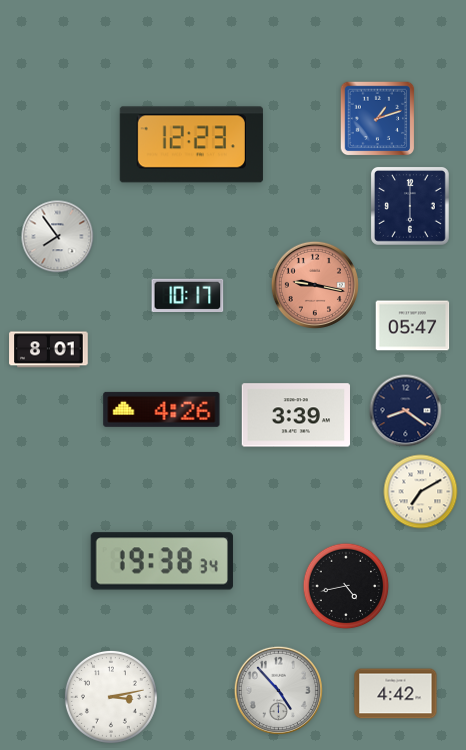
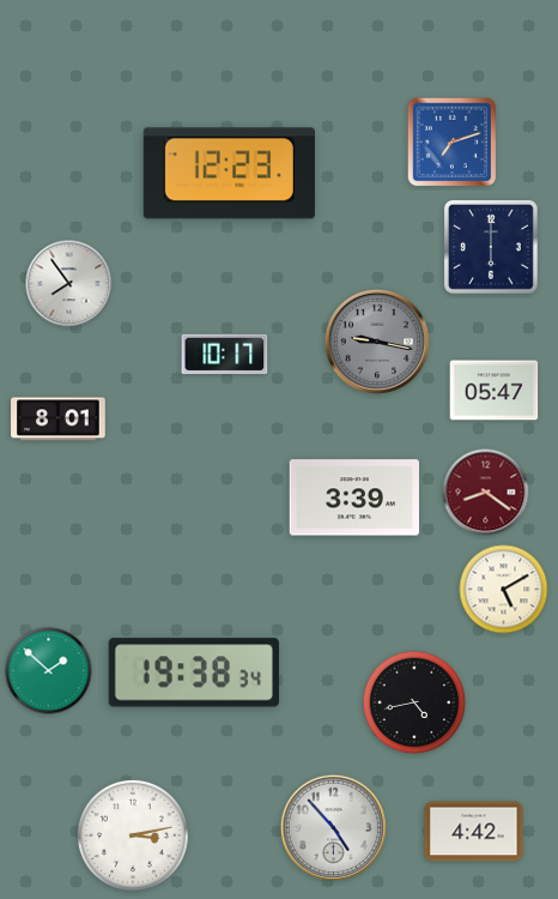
clock at (378, 119): 1:12 -> 7:12
clock at (315, 285) dial: salmon -> grey
clock at (162, 409): 4:26 -> none
clock at (406, 411) dial: navy -> burgundy
clock at (421, 492): 7:10 -> 5:10
clock at (49, 671): none -> 1:52
